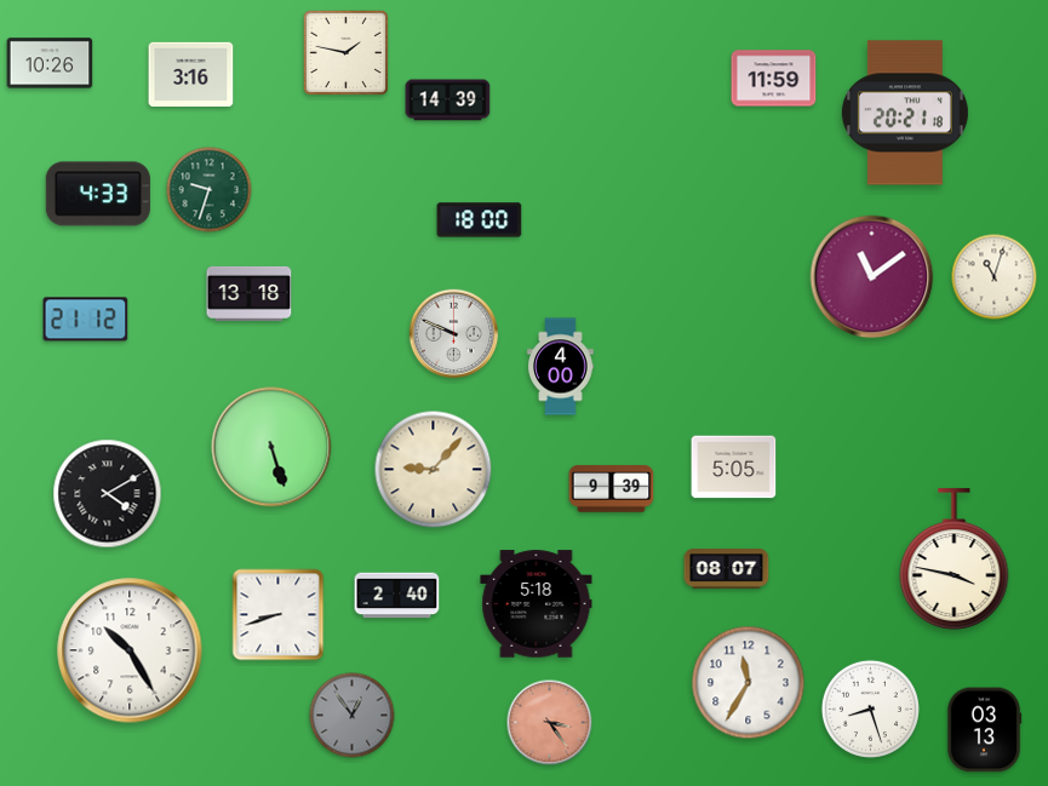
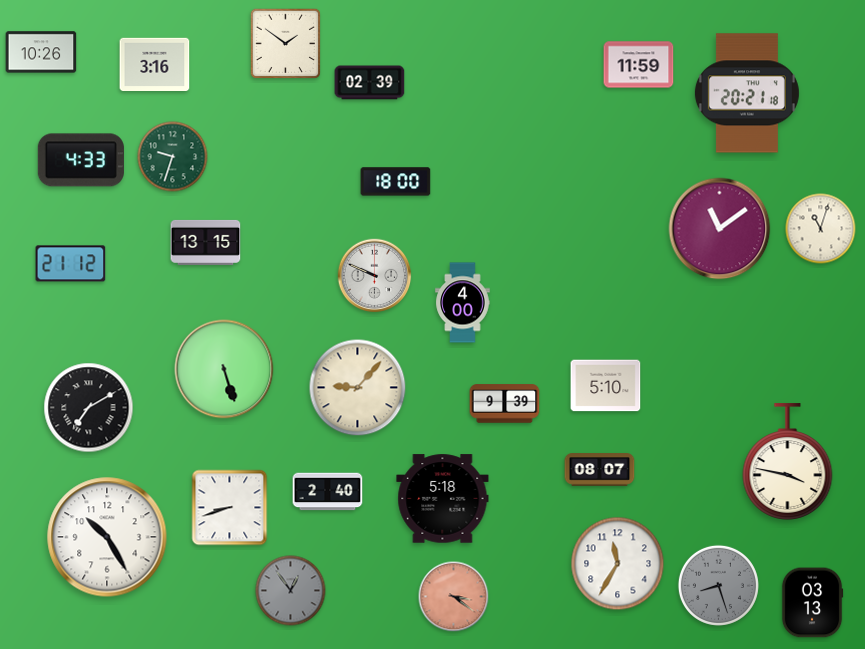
clock at (347, 53): 1:47 -> 1:51
clock at (191, 74) position: (191, 74) -> (155, 64)
clock at (448, 101): 14:39 -> 02:39
clock at (250, 293): 13:18 -> 13:15
clock at (734, 467): 5:05 -> 5:10
clock at (108, 494): 4:10 -> 7:10
clock at (870, 708) dial: white -> grey
clock at (550, 723): 3:24 -> 3:21
